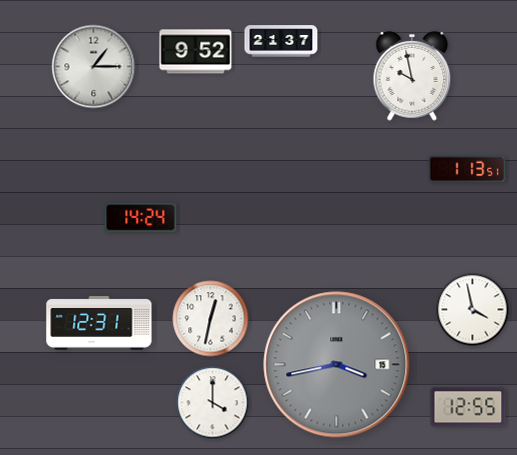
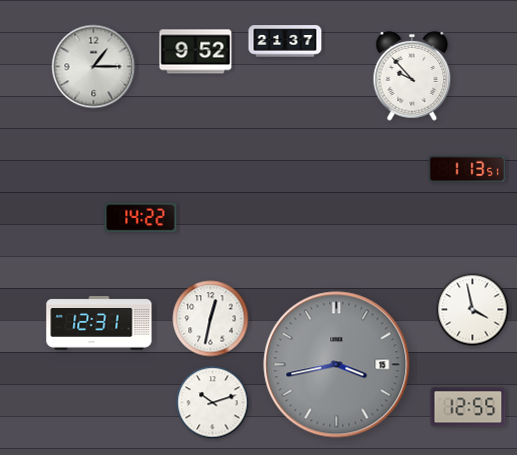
clock at (281, 41) position: (281, 41) -> (285, 41)
clock at (412, 76): 9:58 -> 9:53
clock at (141, 218): 14:24 -> 14:22
clock at (213, 403): 4:00 -> 10:12
